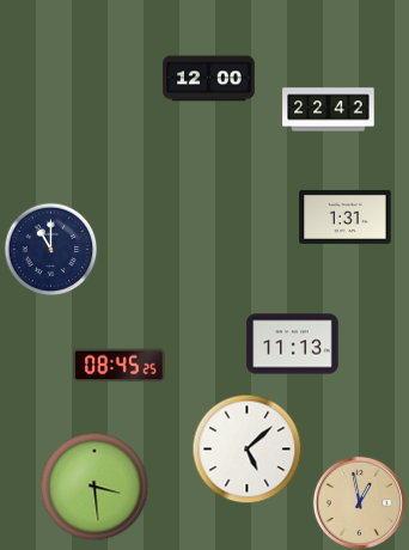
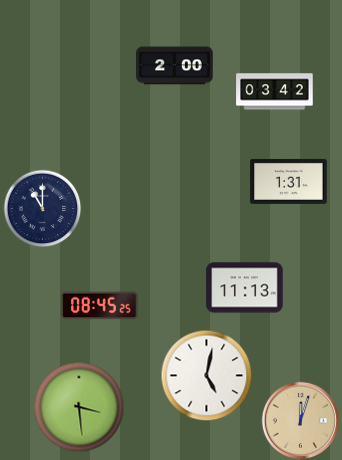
clock at (209, 79): 12:00 -> 2:00
clock at (329, 110): 22:42 -> 03:42
clock at (246, 448): 5:08 -> 5:02
clock at (359, 502): 12:58 -> 12:03
